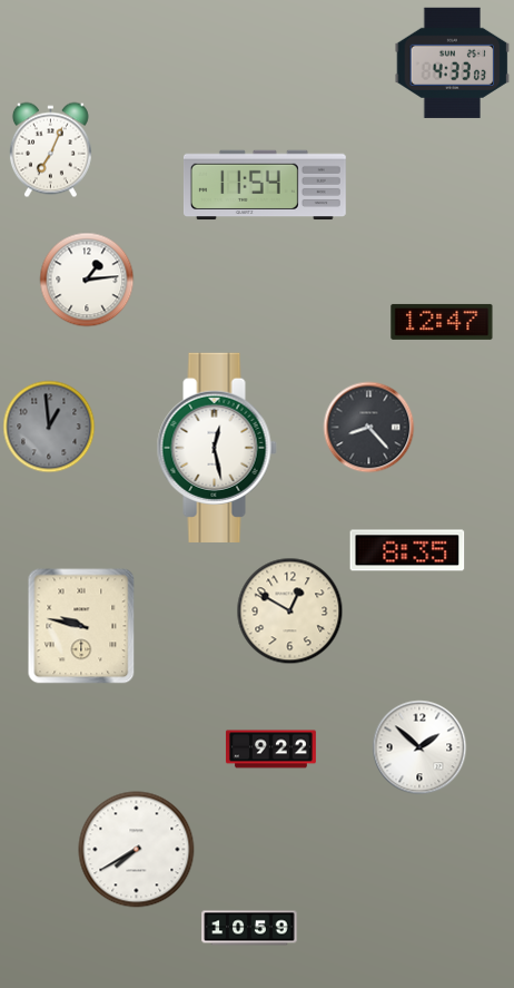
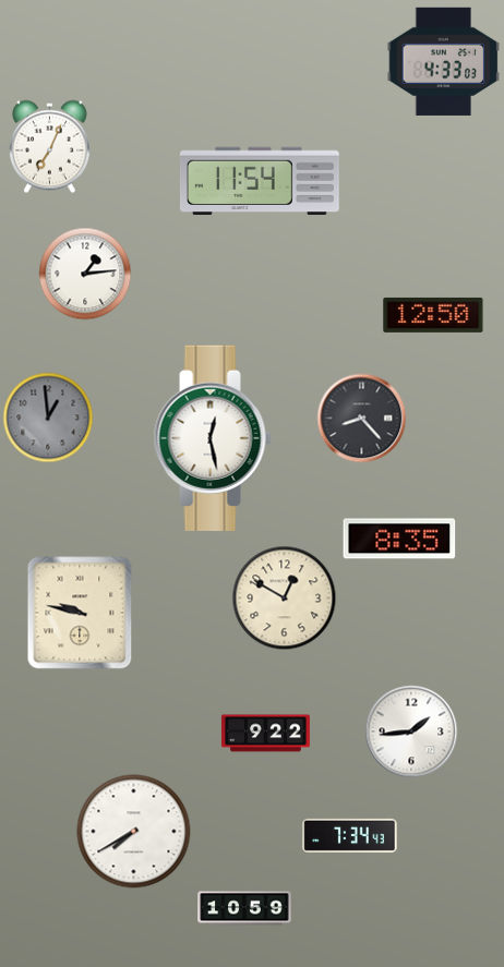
clock at (442, 322): 12:47 -> 12:50
clock at (419, 747): 1:52 -> 1:44
clock at (350, 835): none -> 7:34
